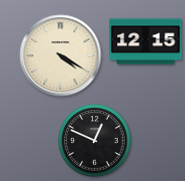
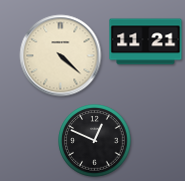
clock at (146, 42): 12:15 -> 11:21
clock at (61, 56): 4:20 -> 4:22
